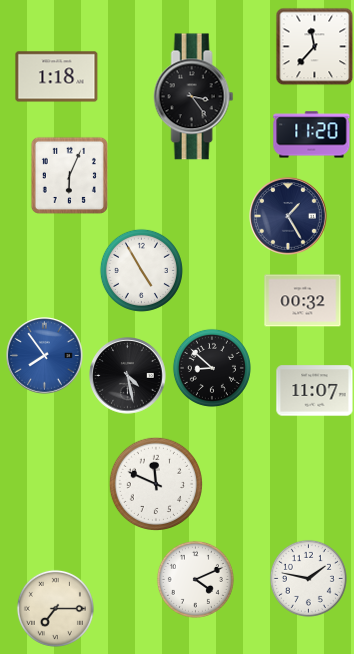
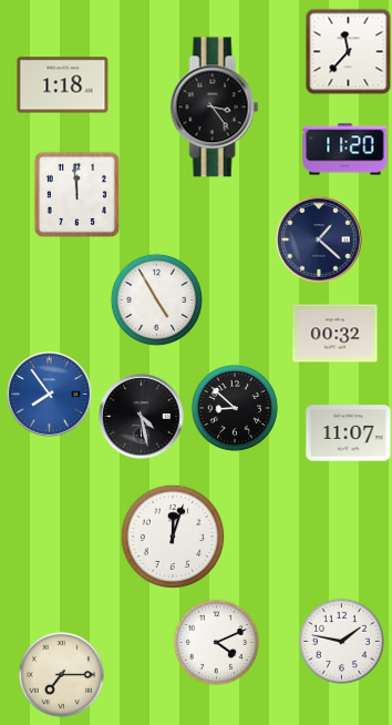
clock at (69, 175): 6:04 -> 11:59
clock at (288, 216): 1:25 -> 1:22
clock at (155, 483): 11:49 -> 12:03
